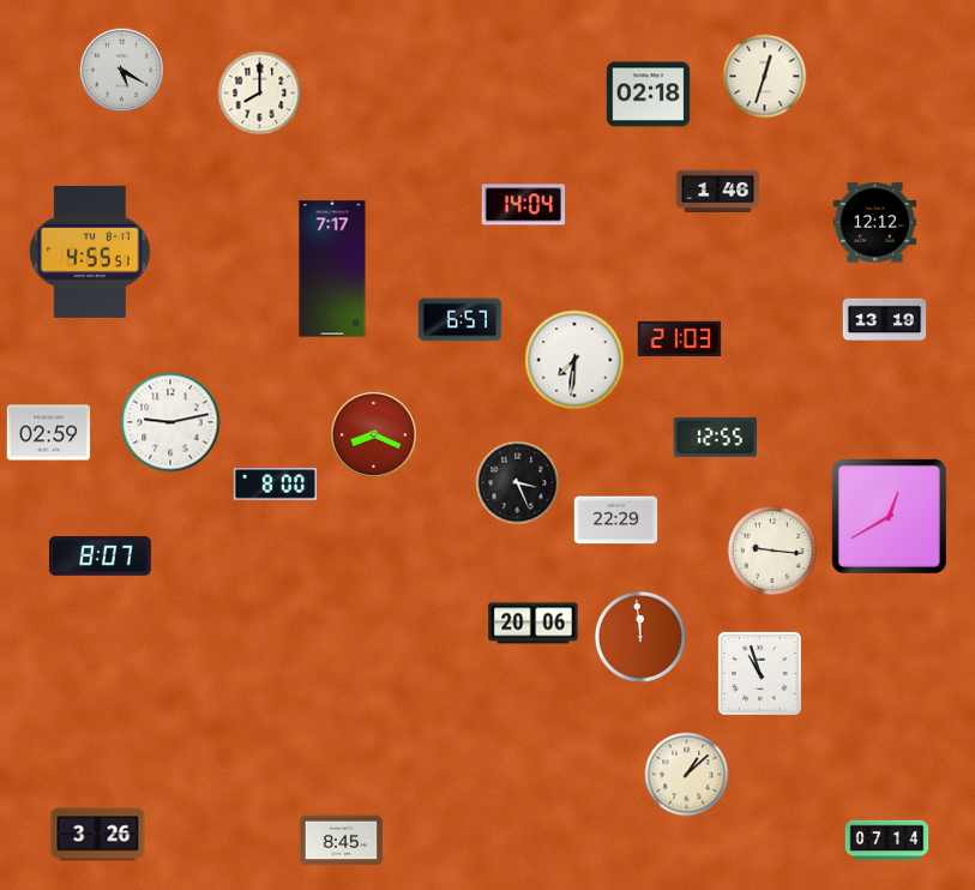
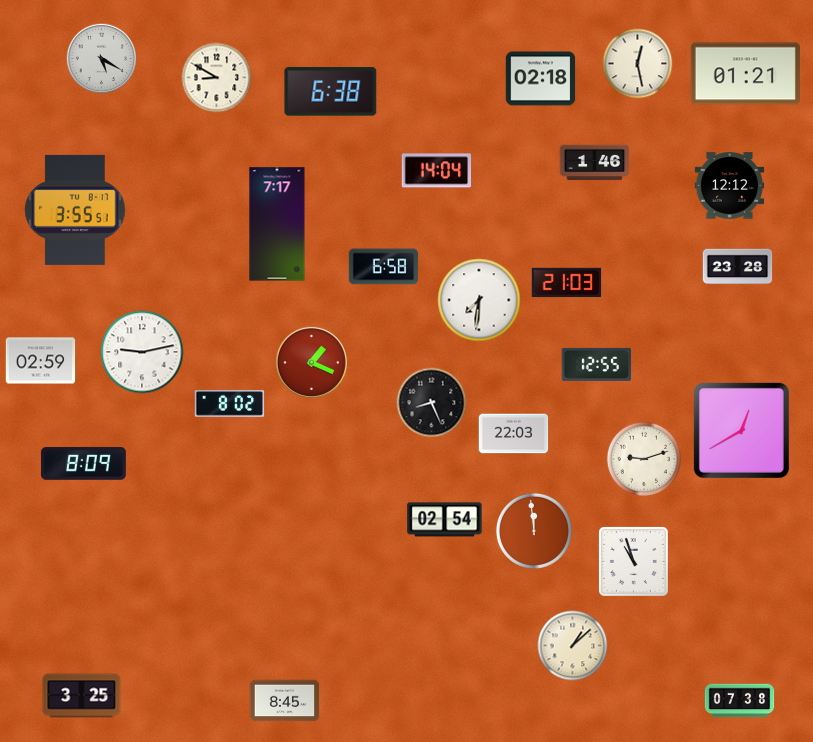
clock at (765, 77): 12:33 -> 12:28
clock at (745, 74): none -> 01:21
clock at (260, 94): 8:00 -> 8:50
clock at (331, 92): none -> 6:38
clock at (718, 192) position: (718, 192) -> (595, 163)
clock at (90, 252): 4:55 -> 3:55
clock at (461, 320): 6:57 -> 6:58
clock at (885, 320): 13:19 -> 23:28
clock at (373, 434): 8:19 -> 1:19
clock at (518, 483): 3:26 -> 8:26
clock at (276, 485): 8:00 -> 8:02
clock at (616, 521): 22:29 -> 22:03
clock at (772, 551): 9:16 -> 9:12
clock at (100, 557): 8:07 -> 8:09
clock at (534, 624): 20:06 -> 02:54
clock at (98, 835): 3:26 -> 3:25
clock at (887, 841): 07:14 -> 07:38
